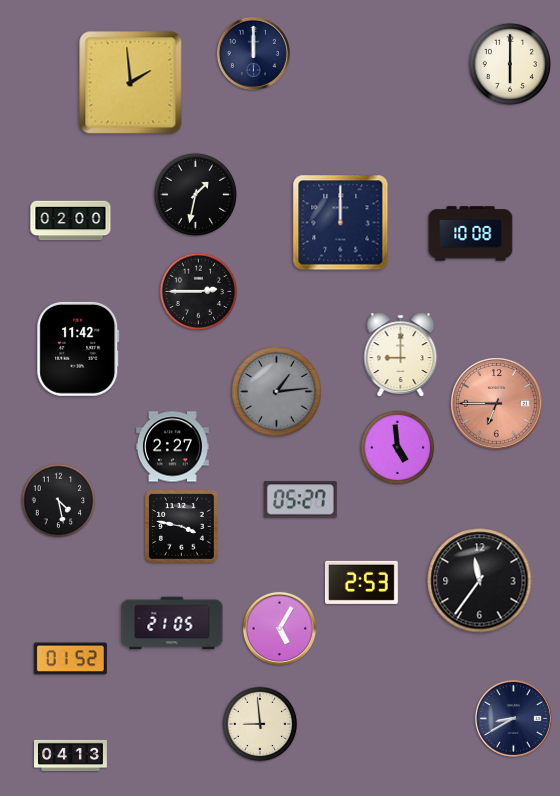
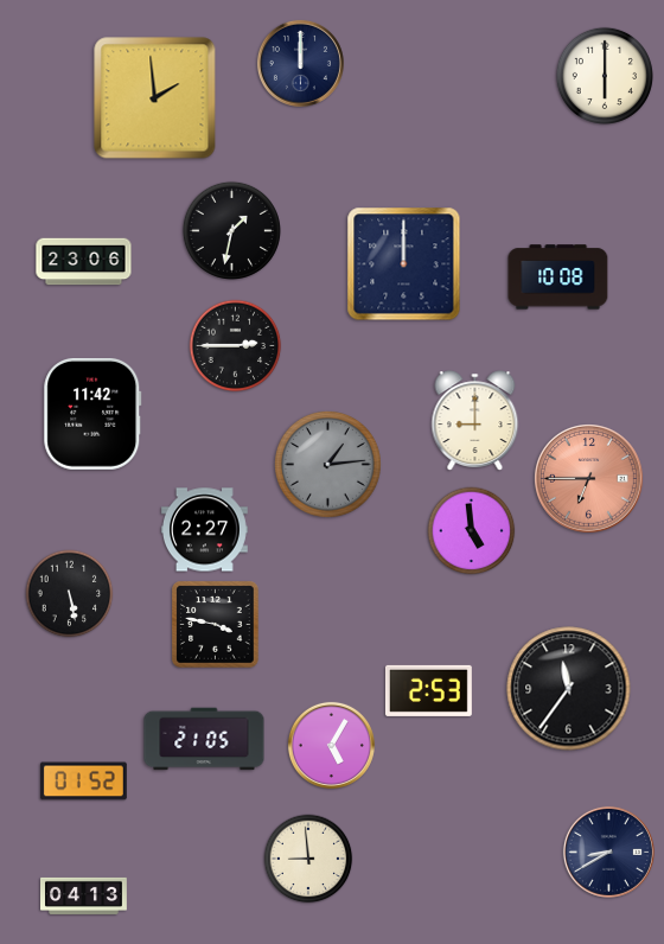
clock at (71, 221): 02:00 -> 23:06
clock at (300, 500): 05:27 -> none
clock at (59, 501): 4:28 -> 5:28
